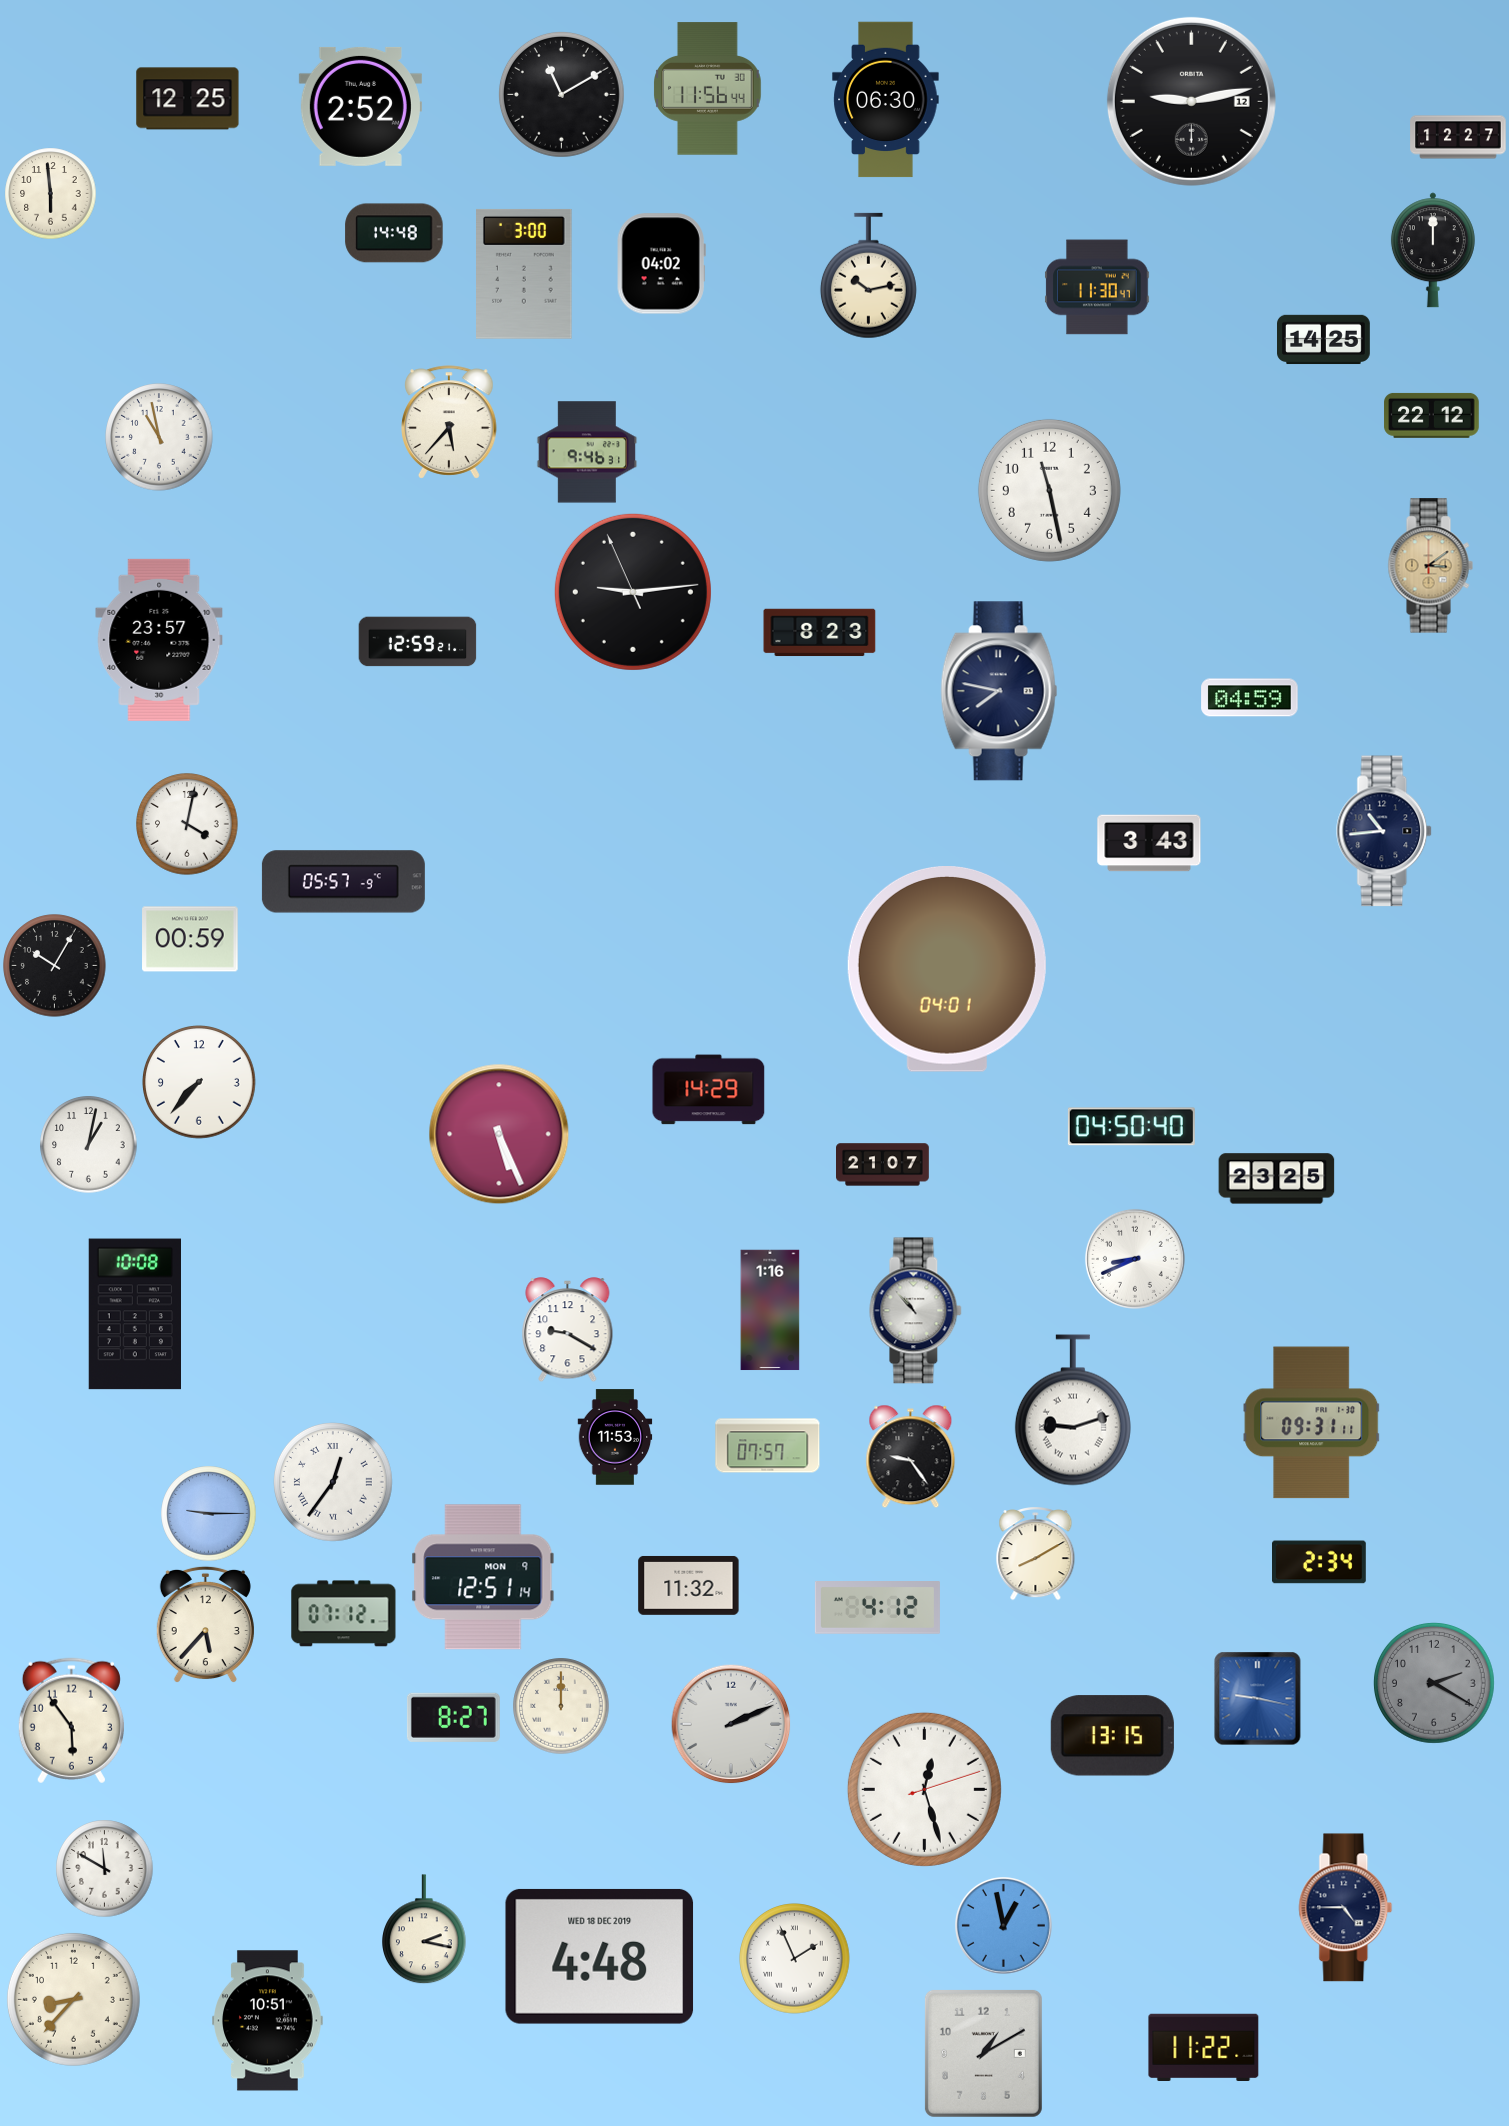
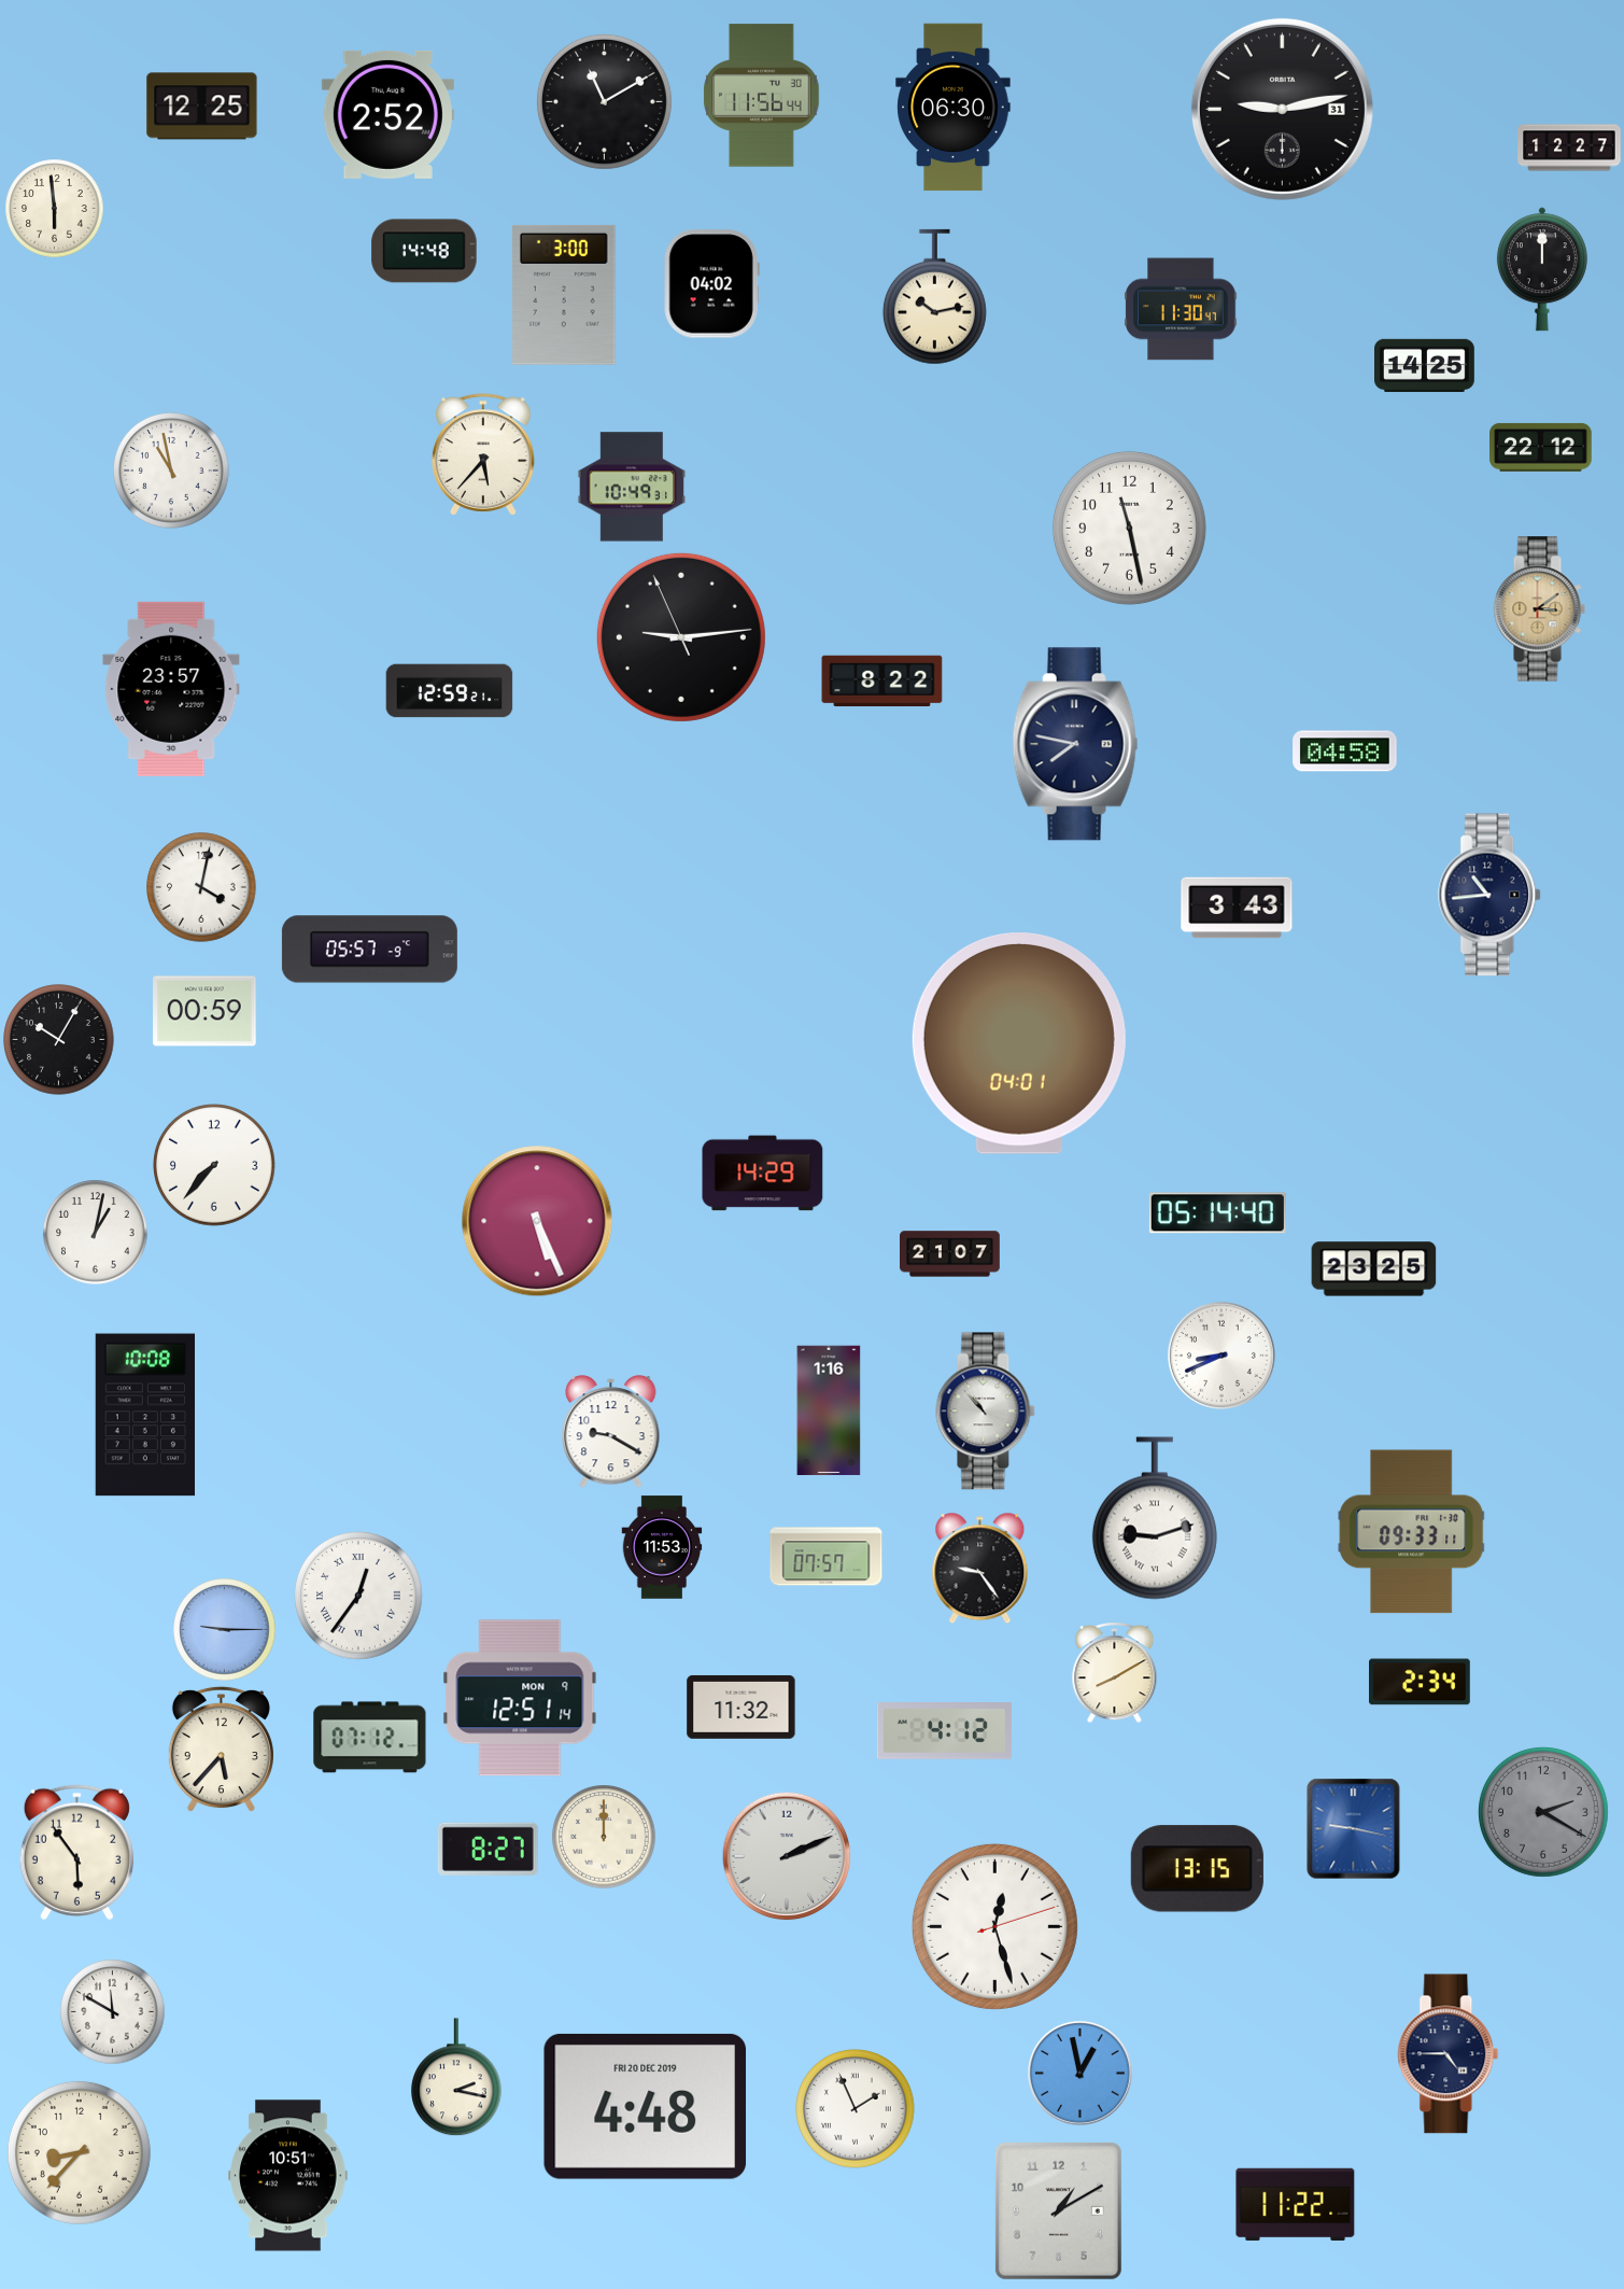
clock at (1191, 101) date: 12 -> 31
clock at (587, 452): 9:46 -> 10:49
clock at (820, 633): 8:23 -> 8:22
clock at (1250, 698): 04:59 -> 04:58
clock at (1131, 1127): 04:50 -> 05:14
clock at (1312, 1423): 09:31 -> 09:33
clock at (600, 1956) date: WED 18 DEC 2019 -> FRI 20 DEC 2019
